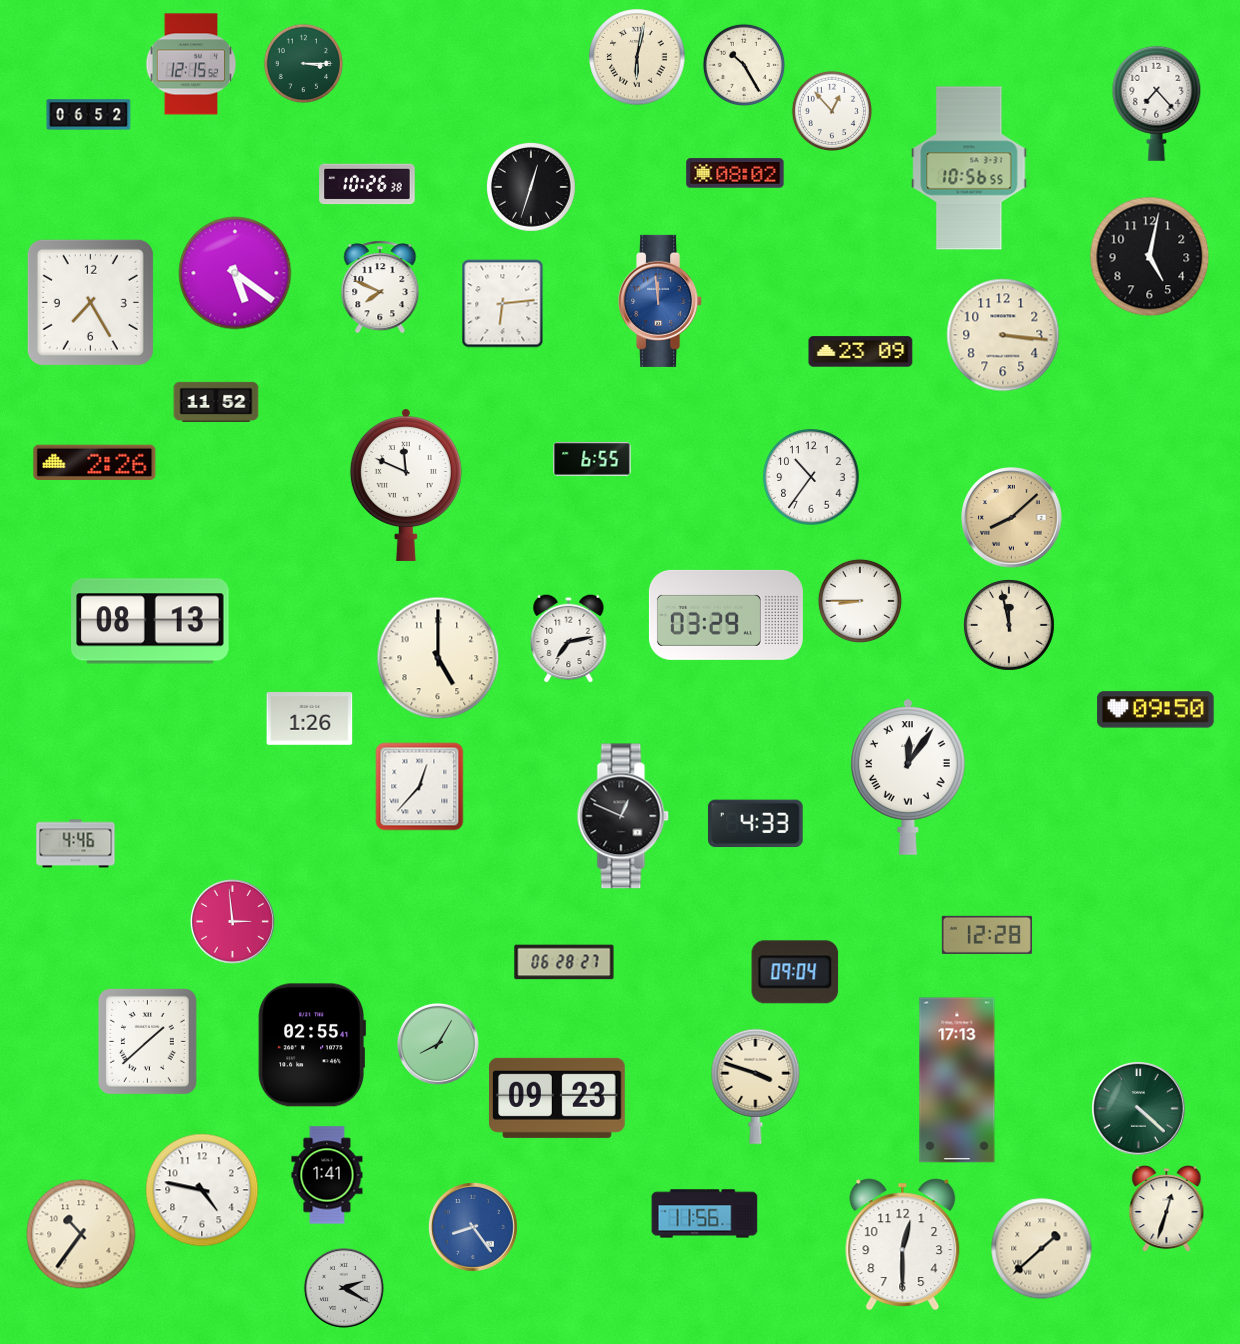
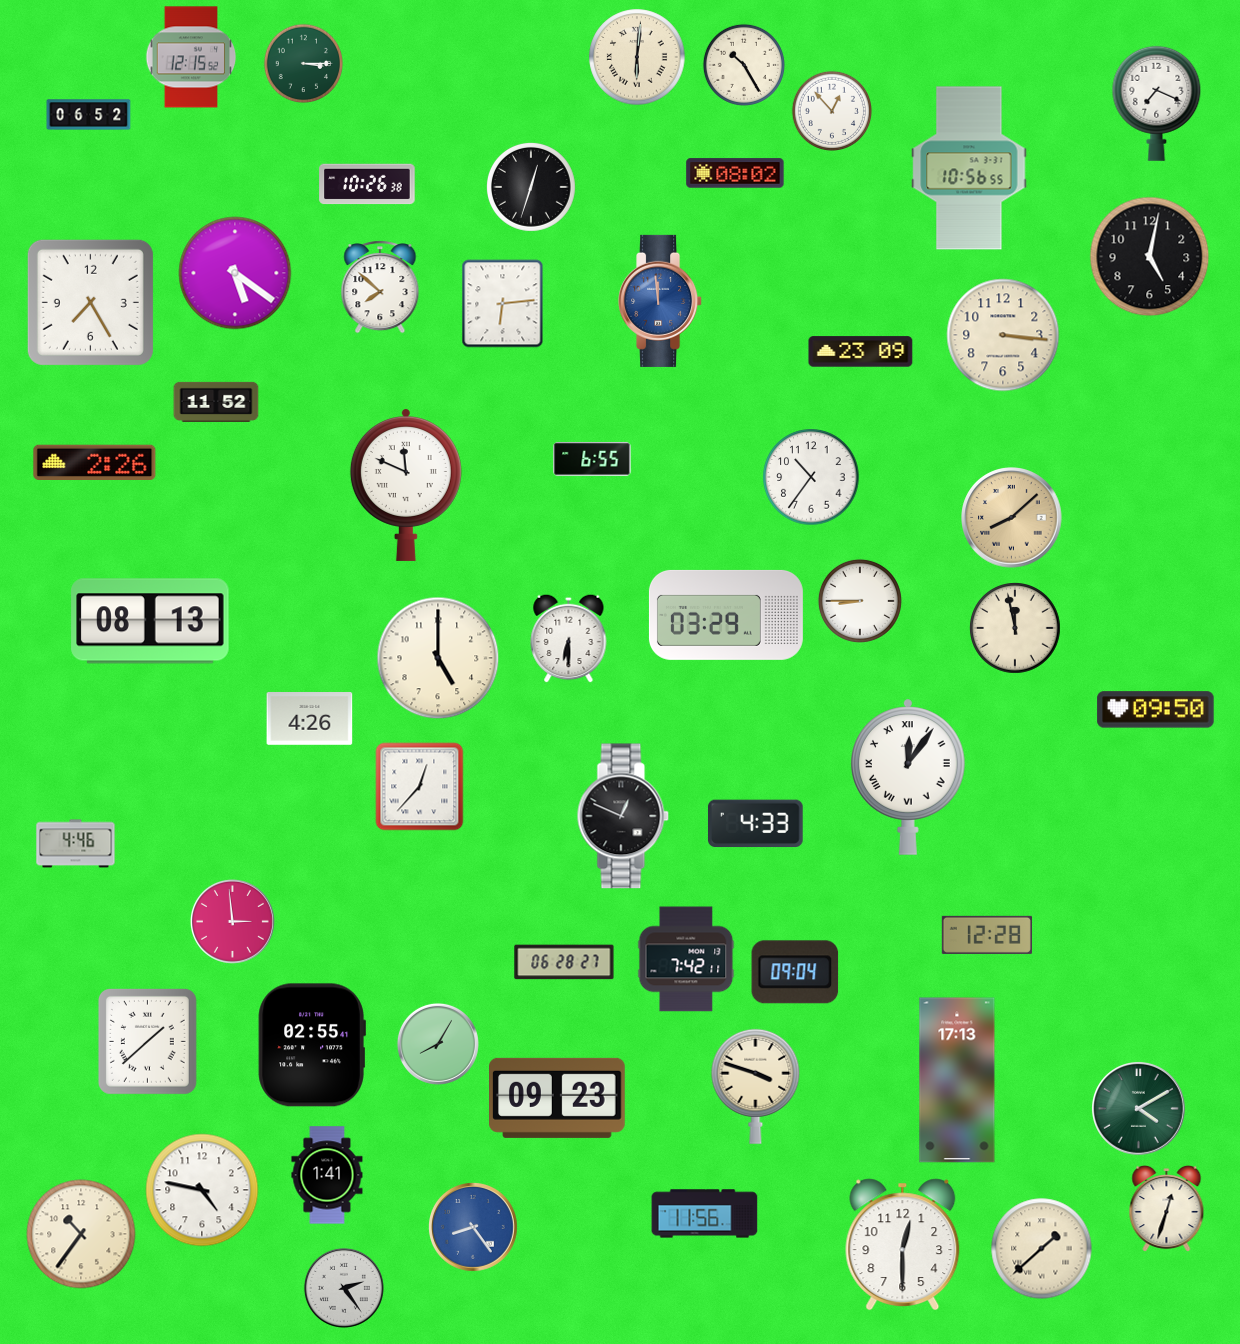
clock at (637, 57): 6:02 -> 6:01
clock at (191, 64) position: (191, 64) -> (191, 57)
clock at (1157, 103): 7:23 -> 7:19
clock at (380, 287): 7:49 -> 7:52
clock at (1009, 625) position: (1009, 625) -> (1015, 628)
clock at (569, 638): 7:13 -> 6:30
clock at (310, 719): 1:26 -> 4:26
clock at (686, 959): none -> 7:42
clock at (1139, 1109): 4:22 -> 4:10
clock at (344, 1288): 2:20 -> 2:24
